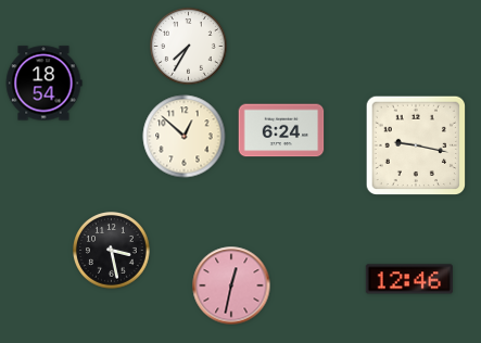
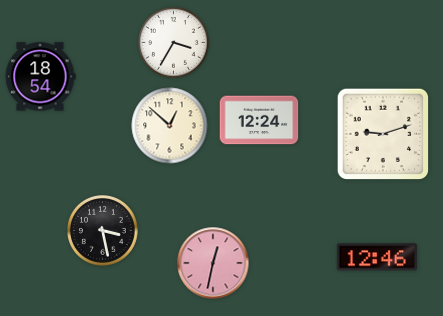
clock at (189, 47): 7:35 -> 3:35
clock at (281, 130): 6:24 -> 12:24
clock at (415, 144): 9:17 -> 9:12
